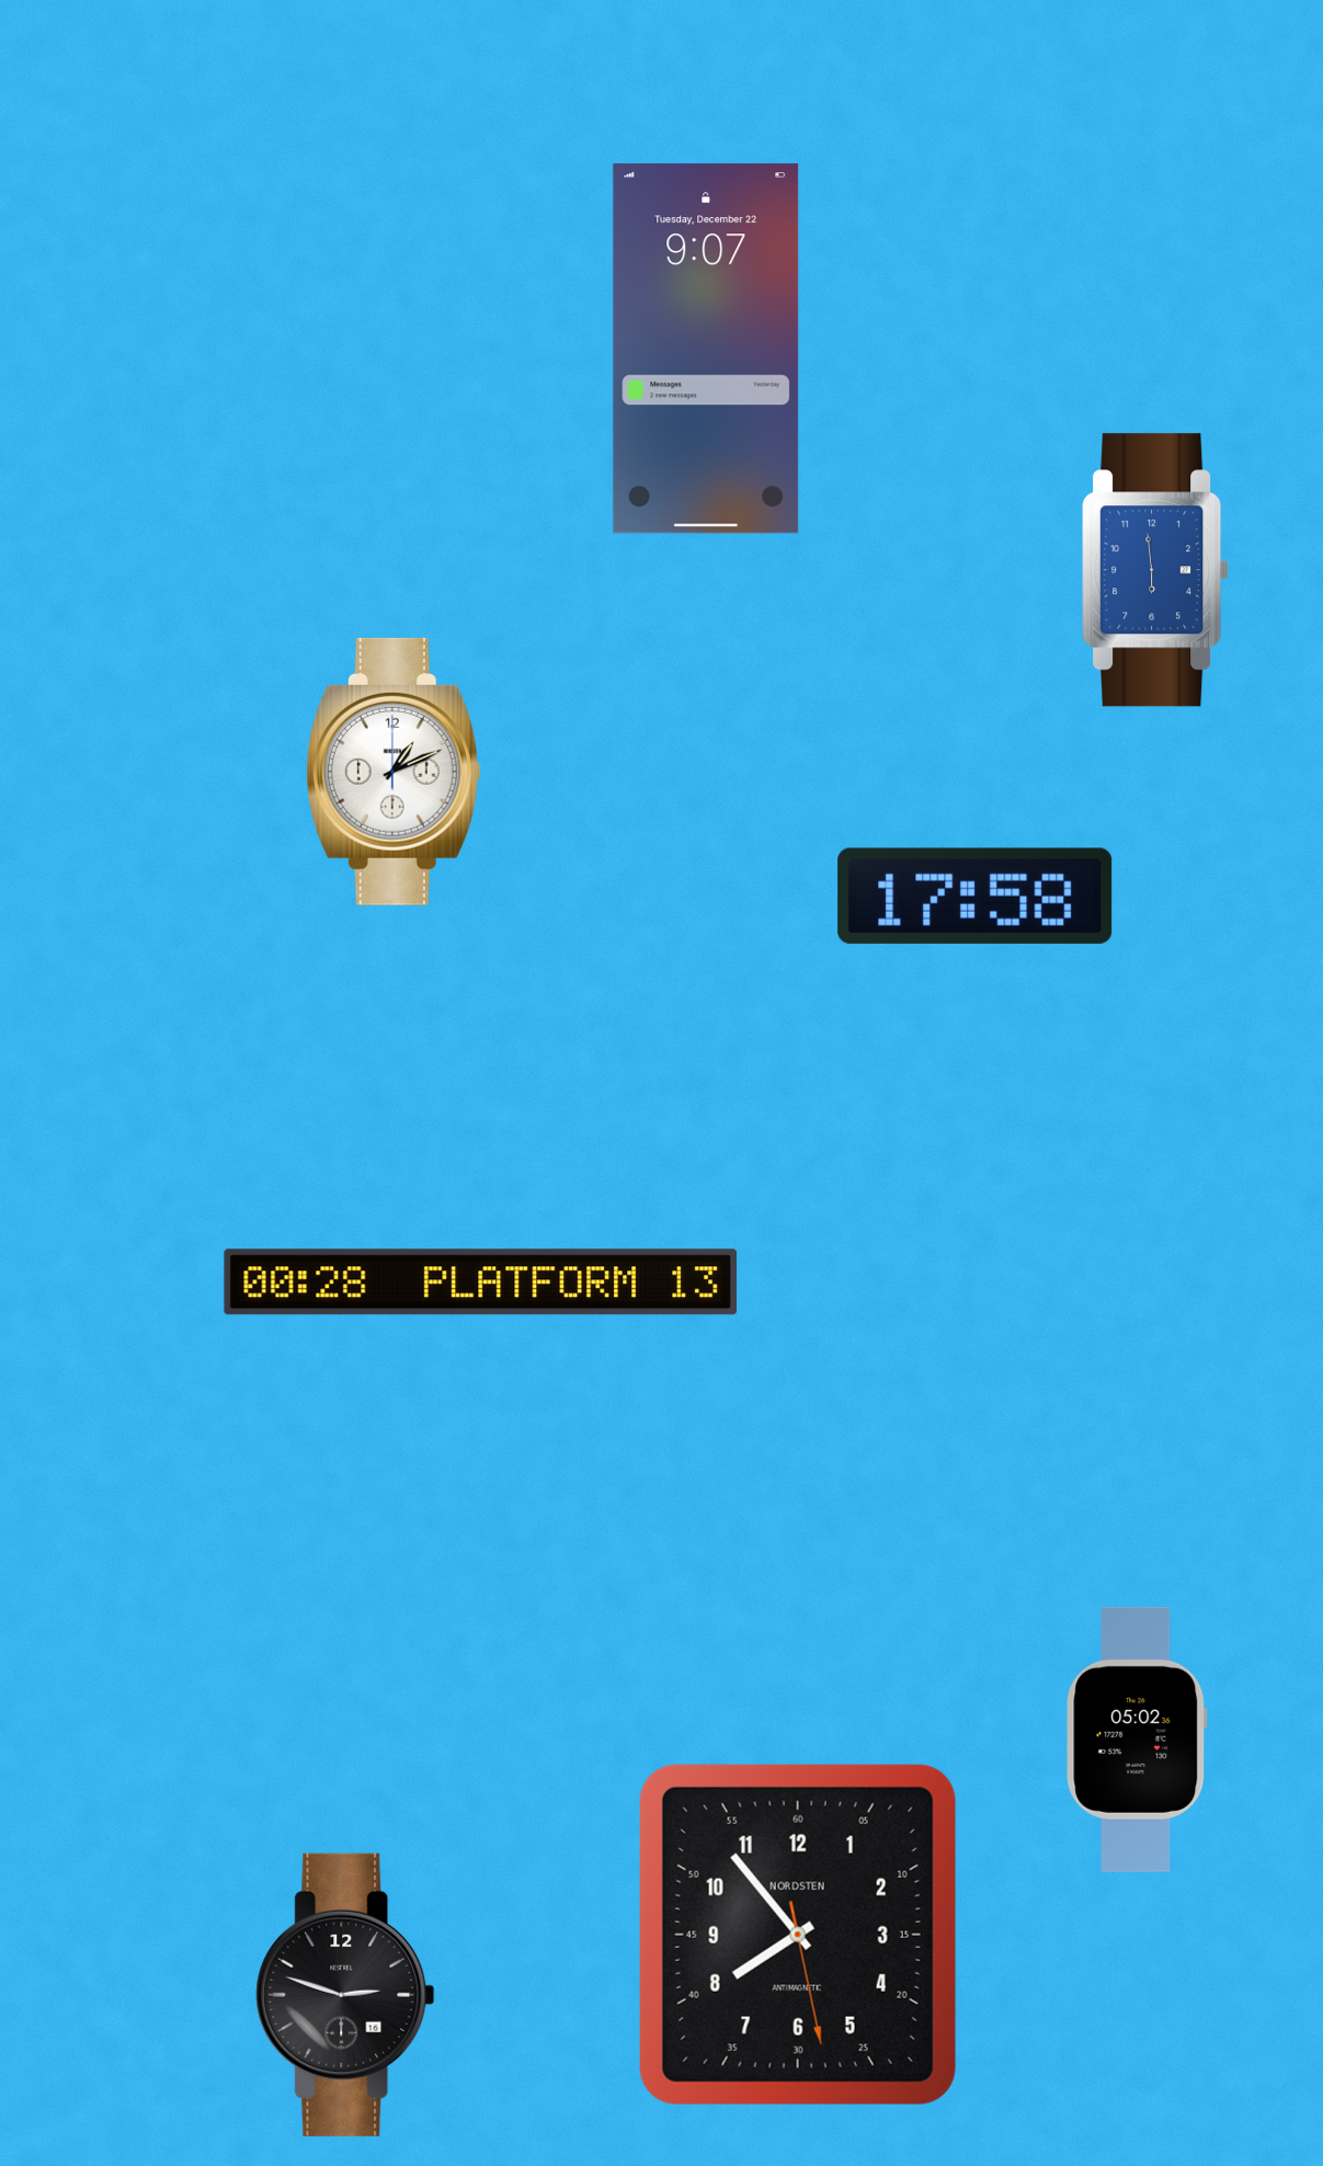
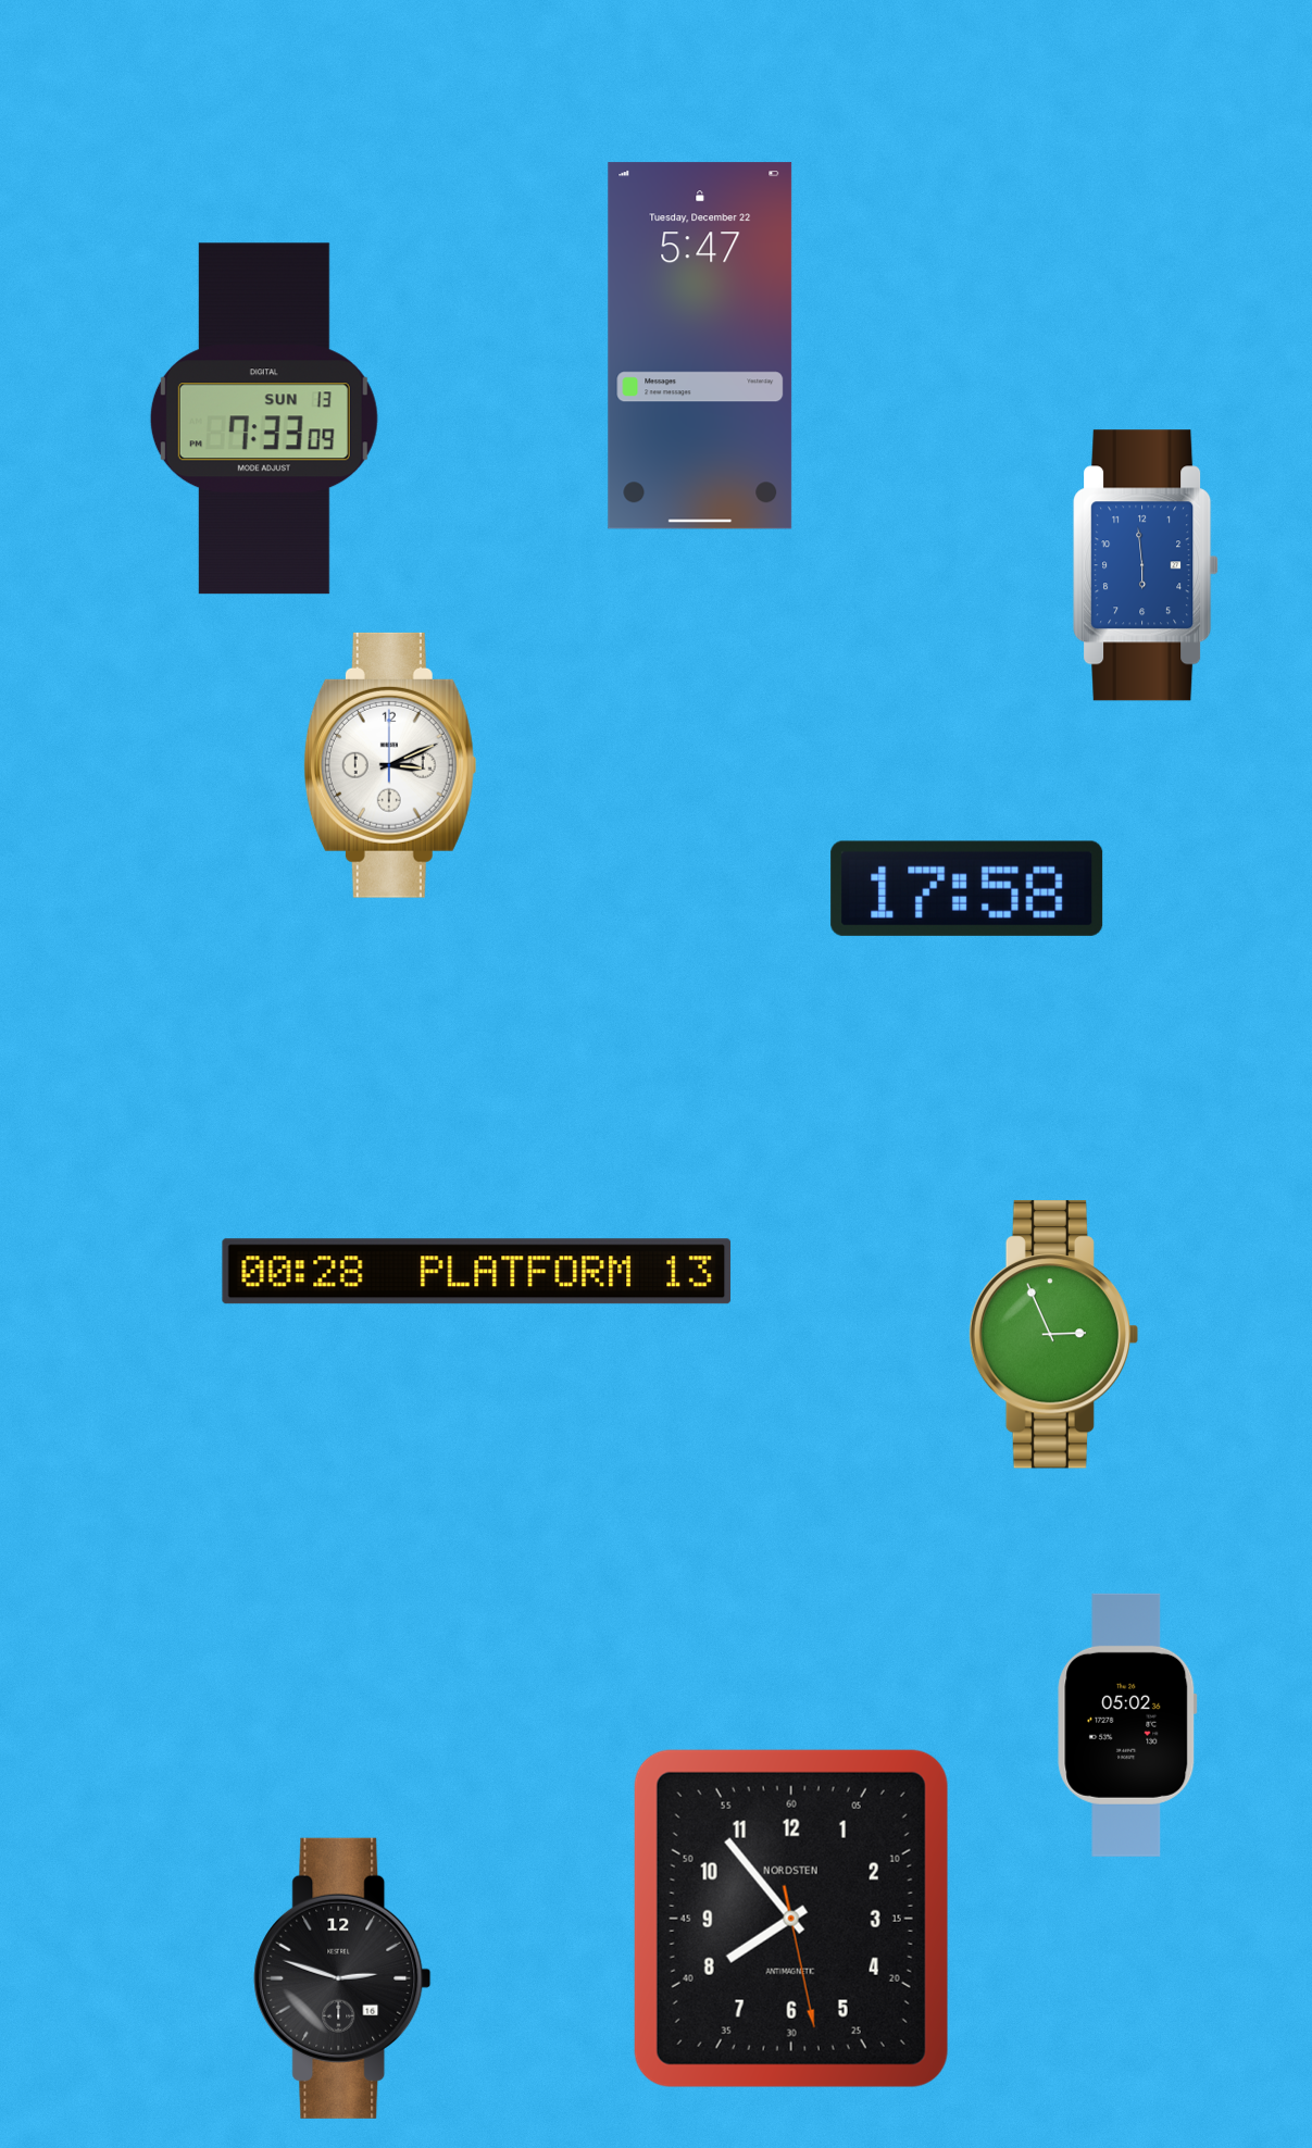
clock at (706, 349): 9:07 -> 5:47
clock at (264, 419): none -> 7:33
clock at (394, 772): 1:11 -> 3:11
clock at (1054, 1335): none -> 2:56
